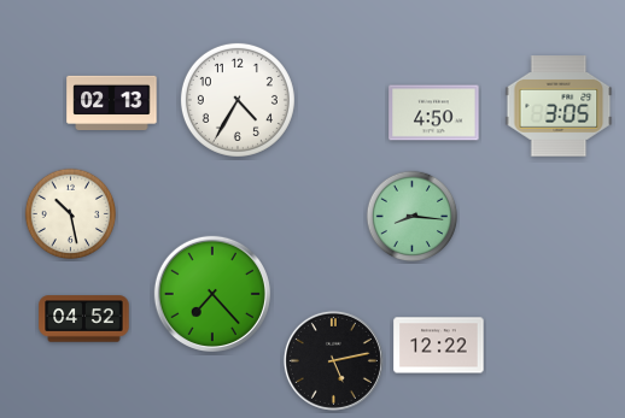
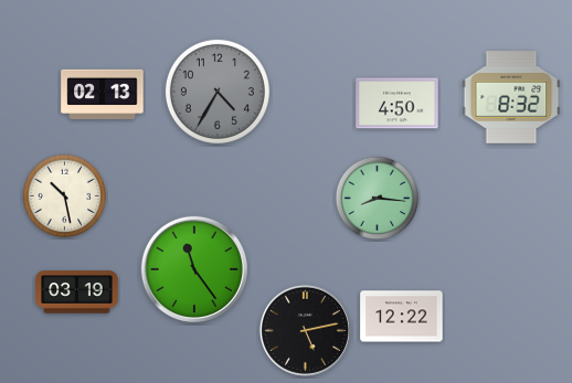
clock at (238, 100) dial: white -> grey
clock at (559, 106): 3:05 -> 8:32
clock at (212, 294): 7:23 -> 11:24
clock at (84, 319): 04:52 -> 03:19
